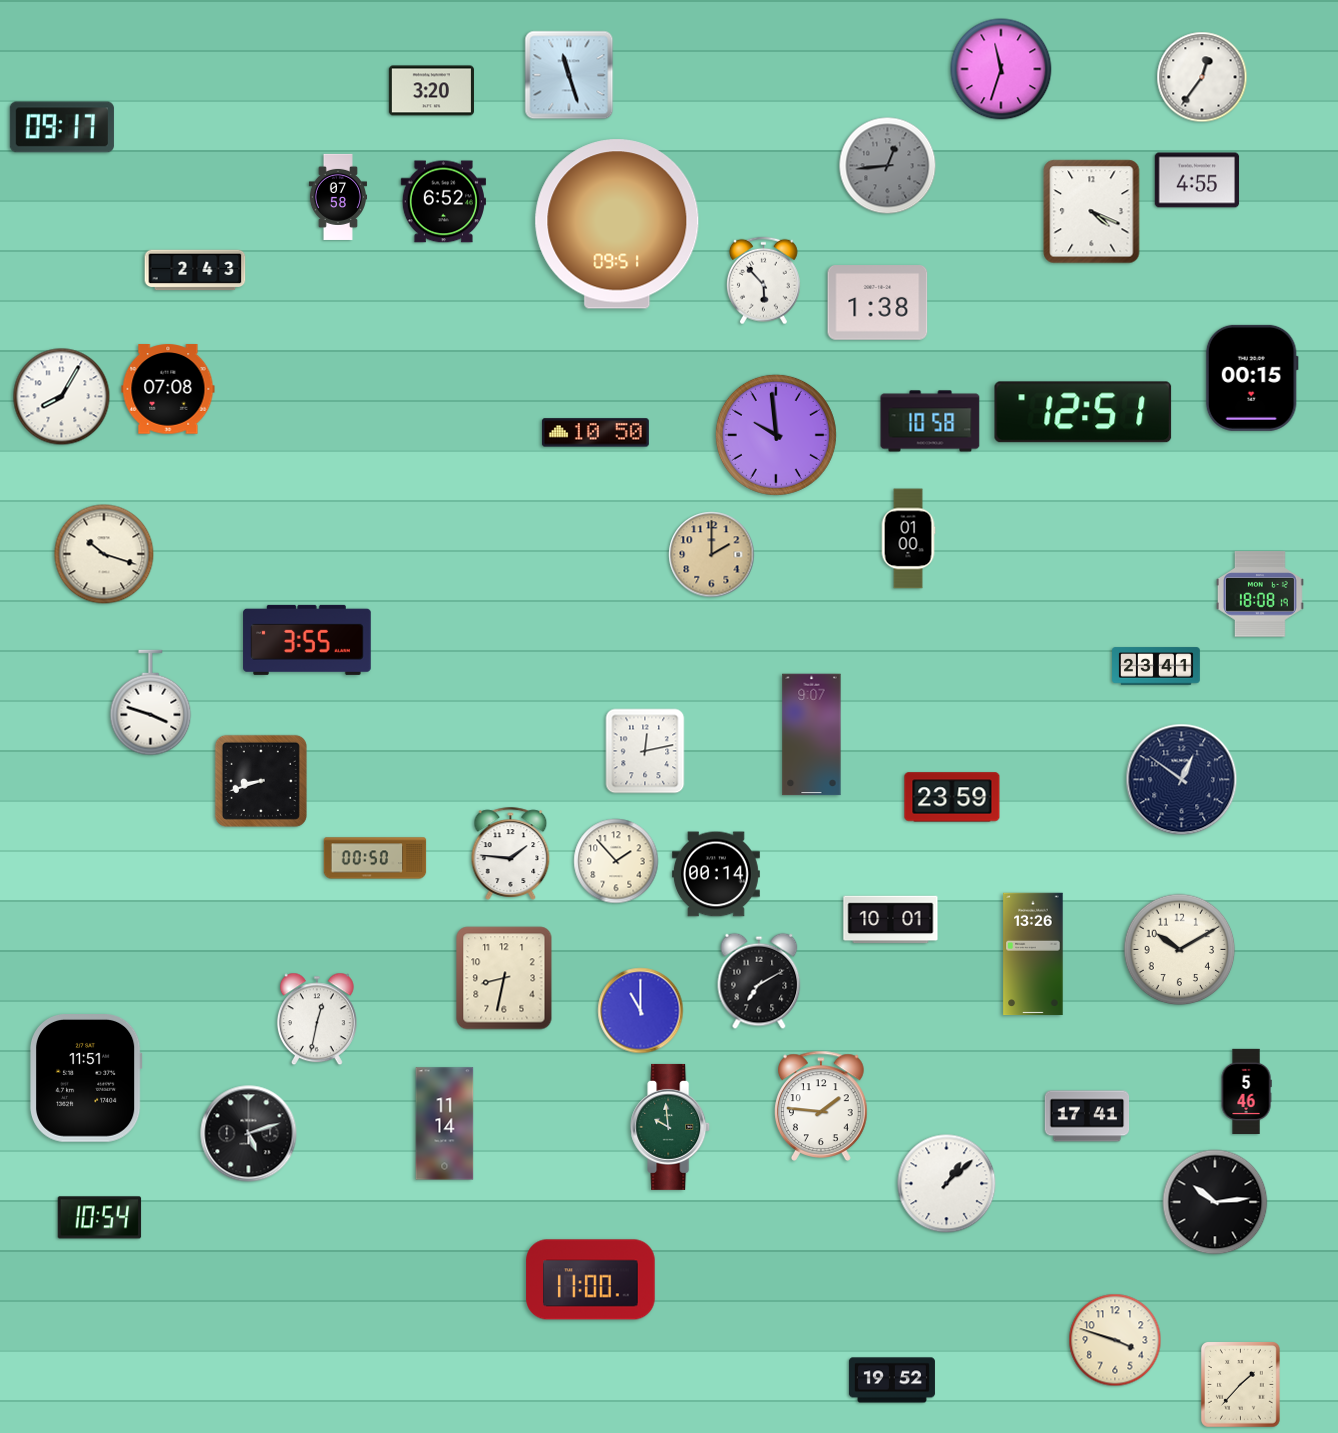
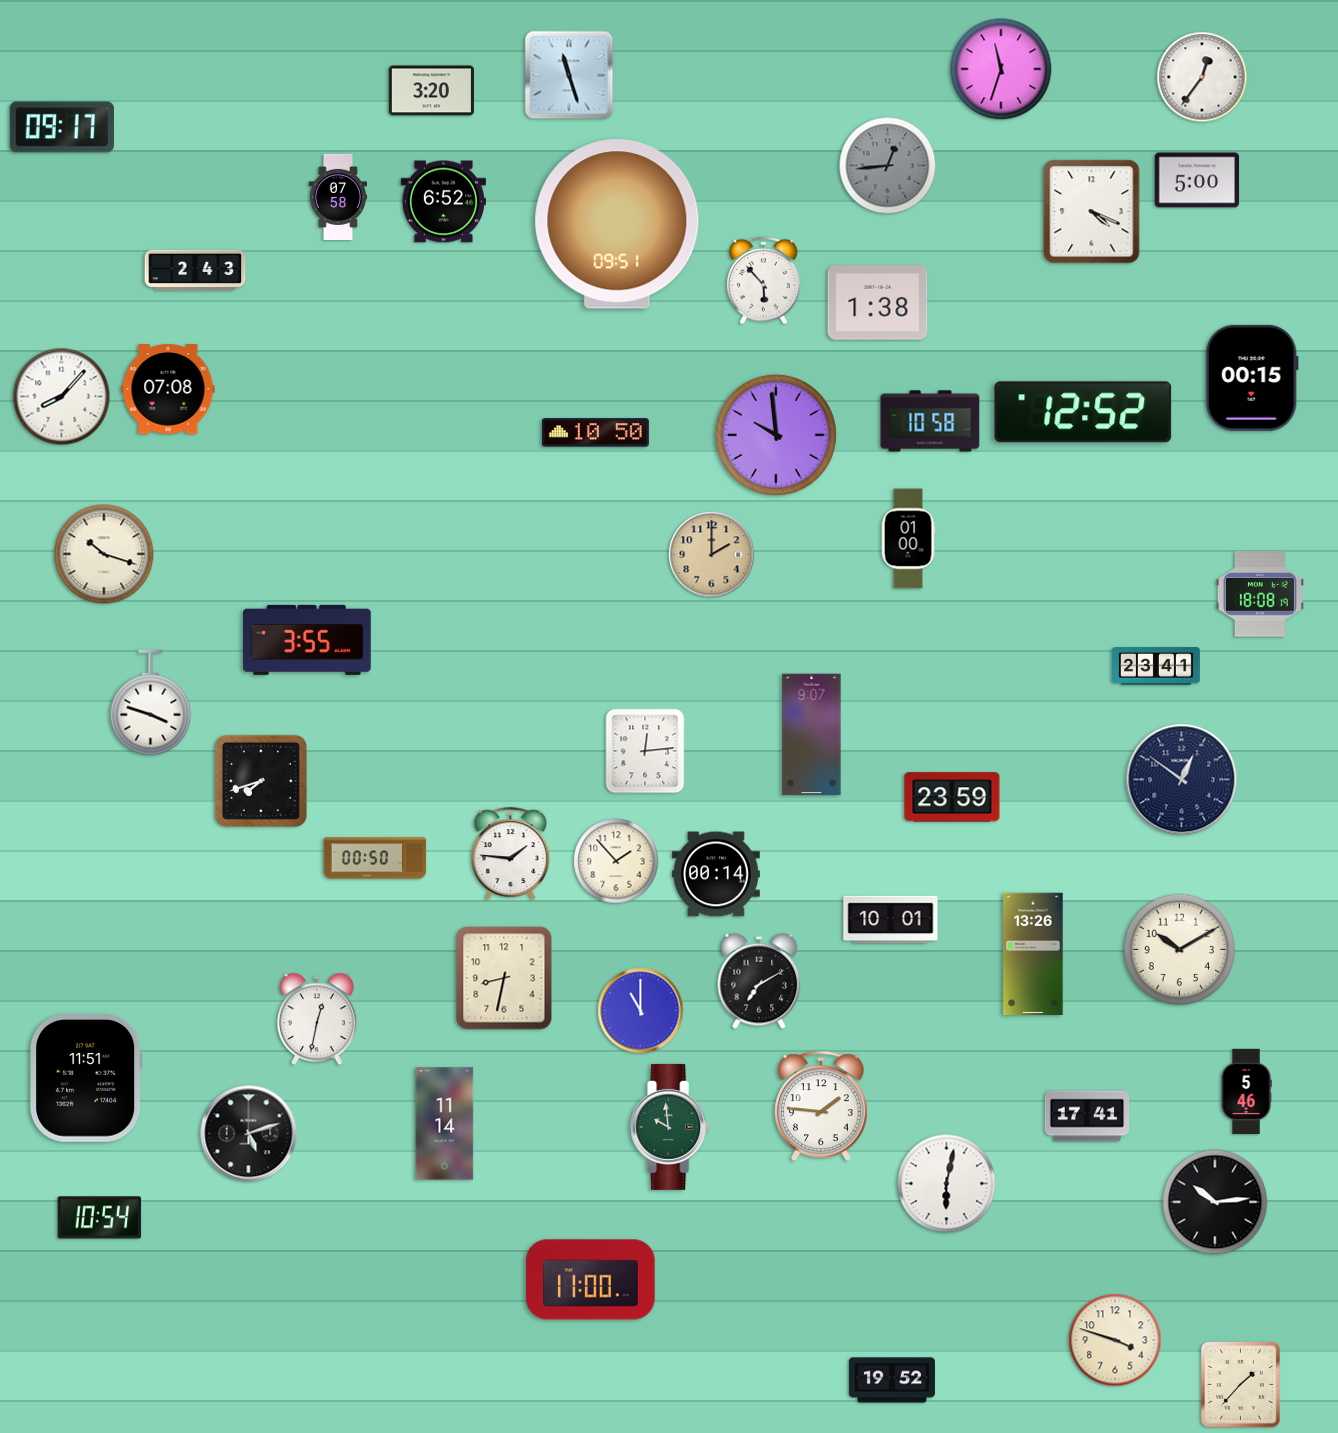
clock at (1197, 180): 4:55 -> 5:00
clock at (62, 397): 8:05 -> 8:07
clock at (1083, 412): 12:51 -> 12:52
clock at (645, 751): 12:13 -> 12:14
clock at (261, 781): 8:42 -> 7:42
clock at (947, 1184): 1:08 -> 6:02
